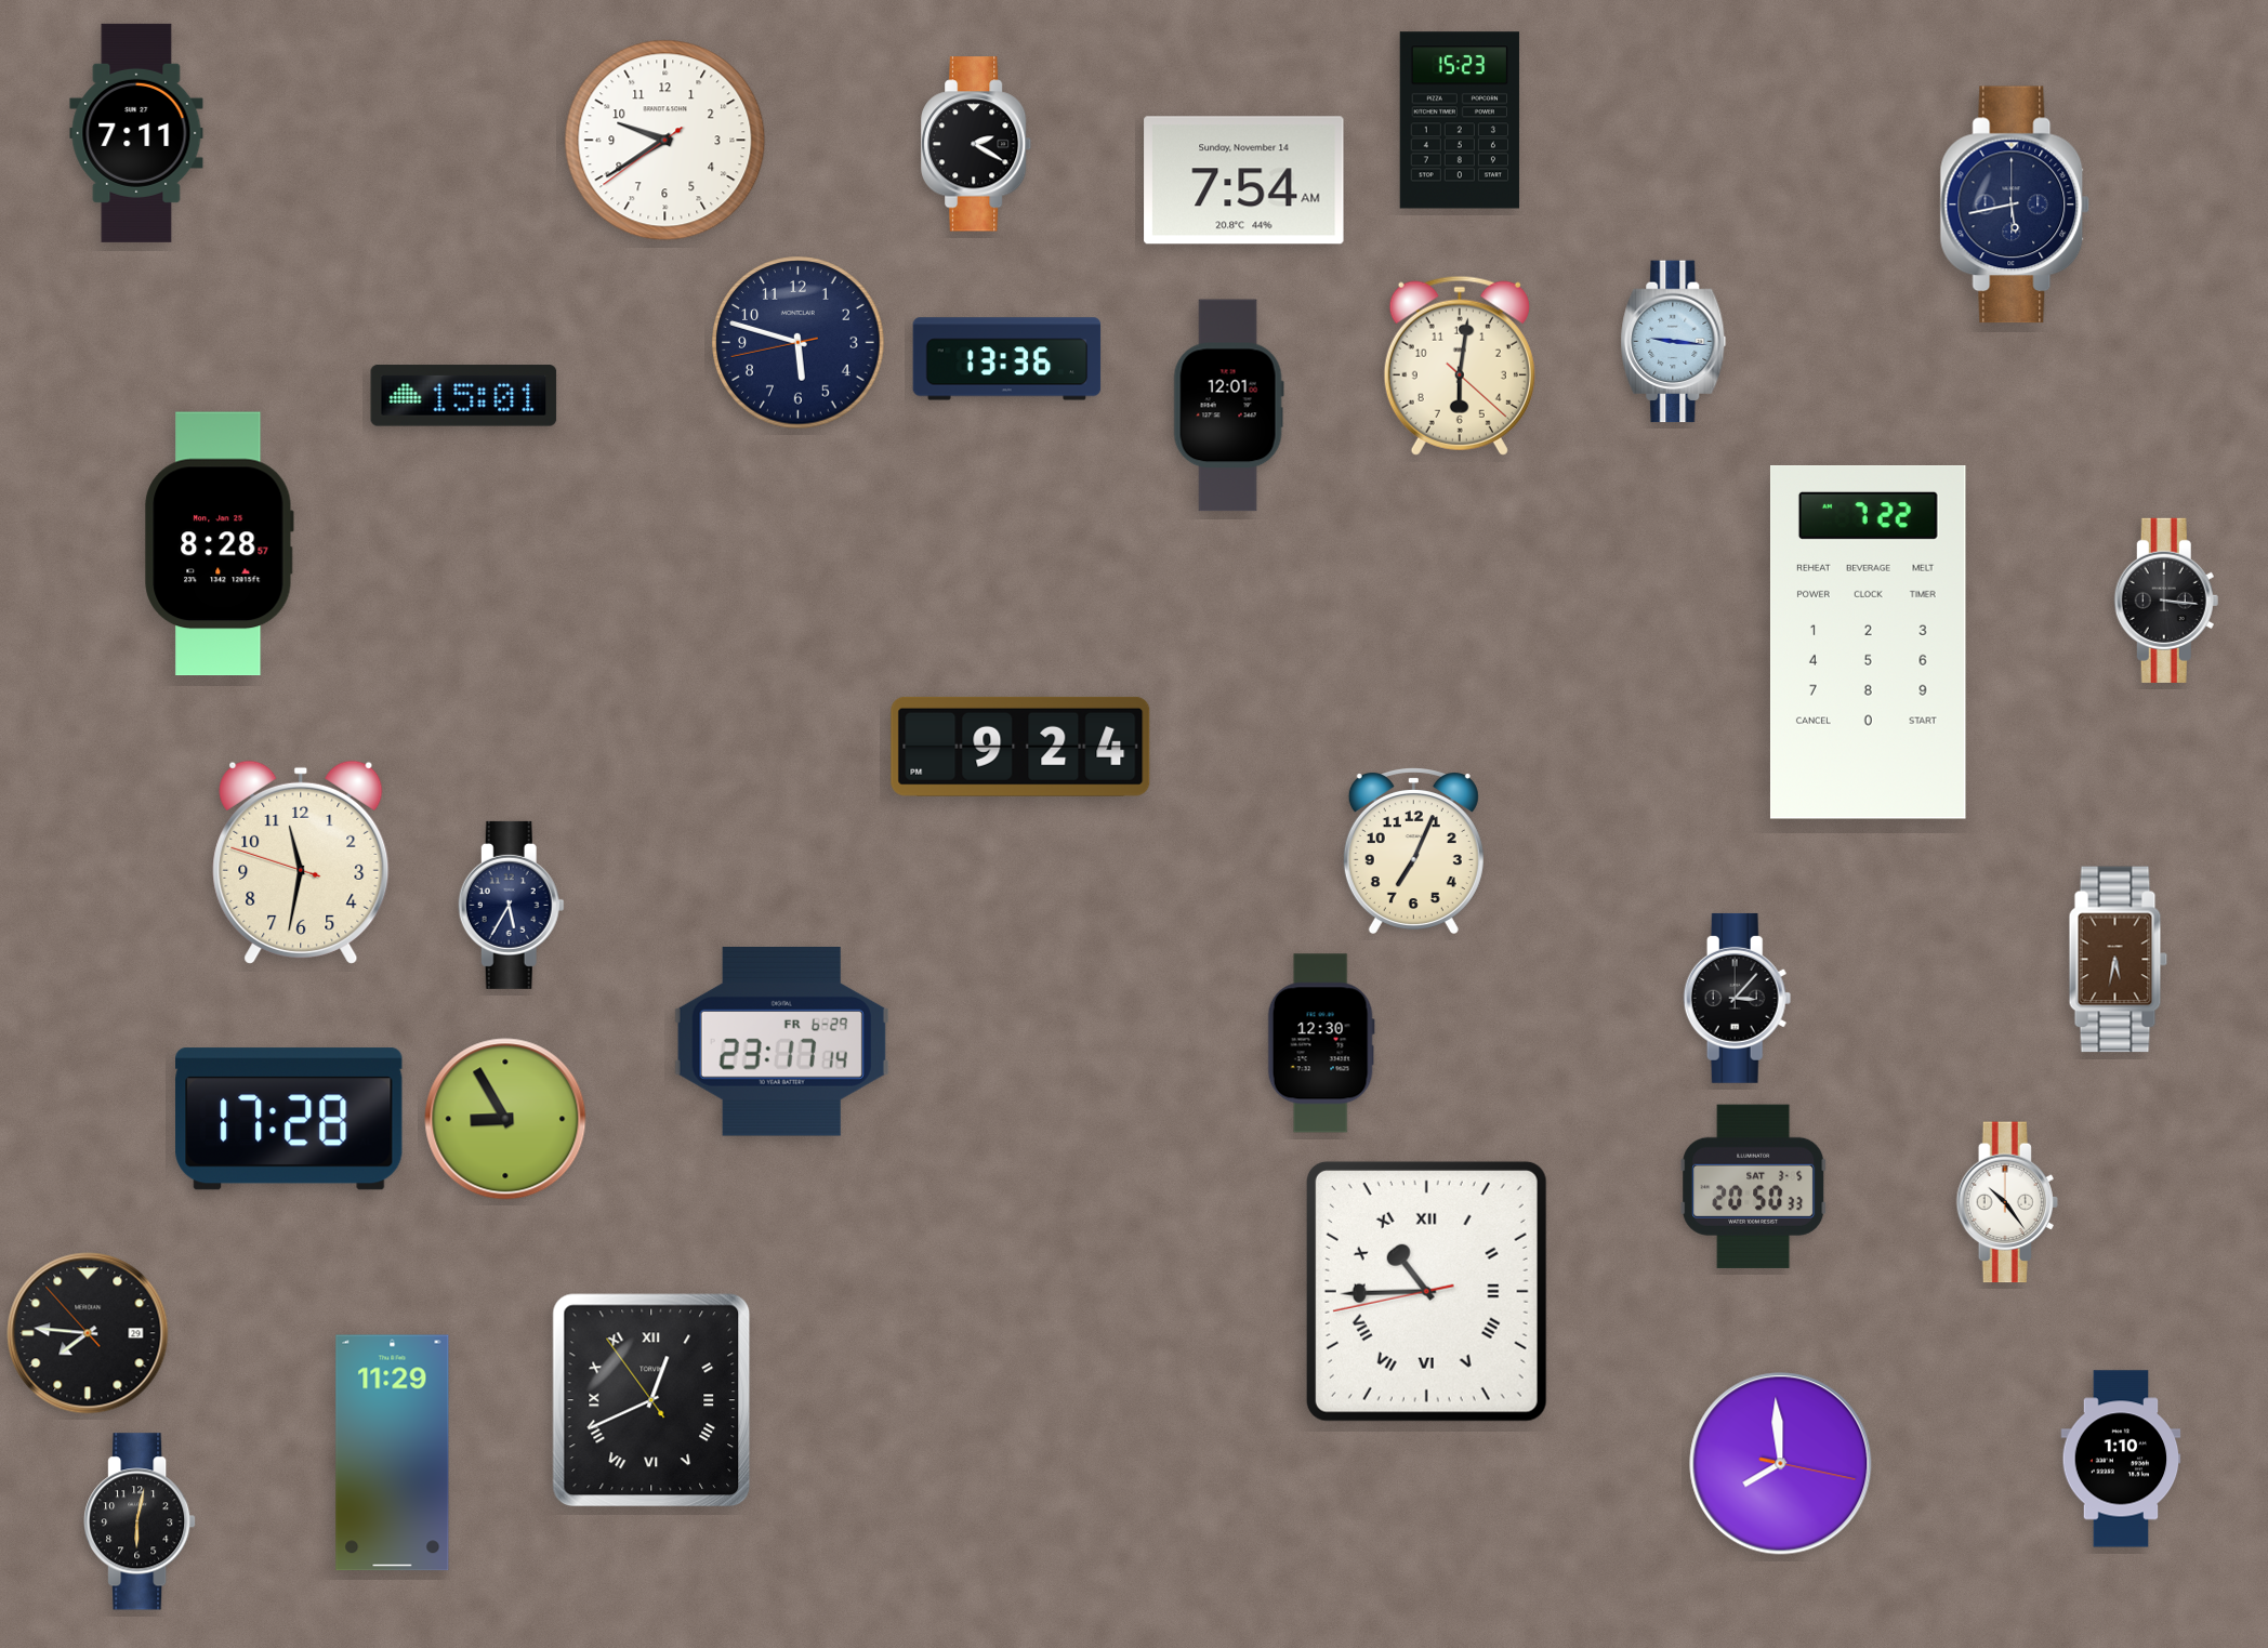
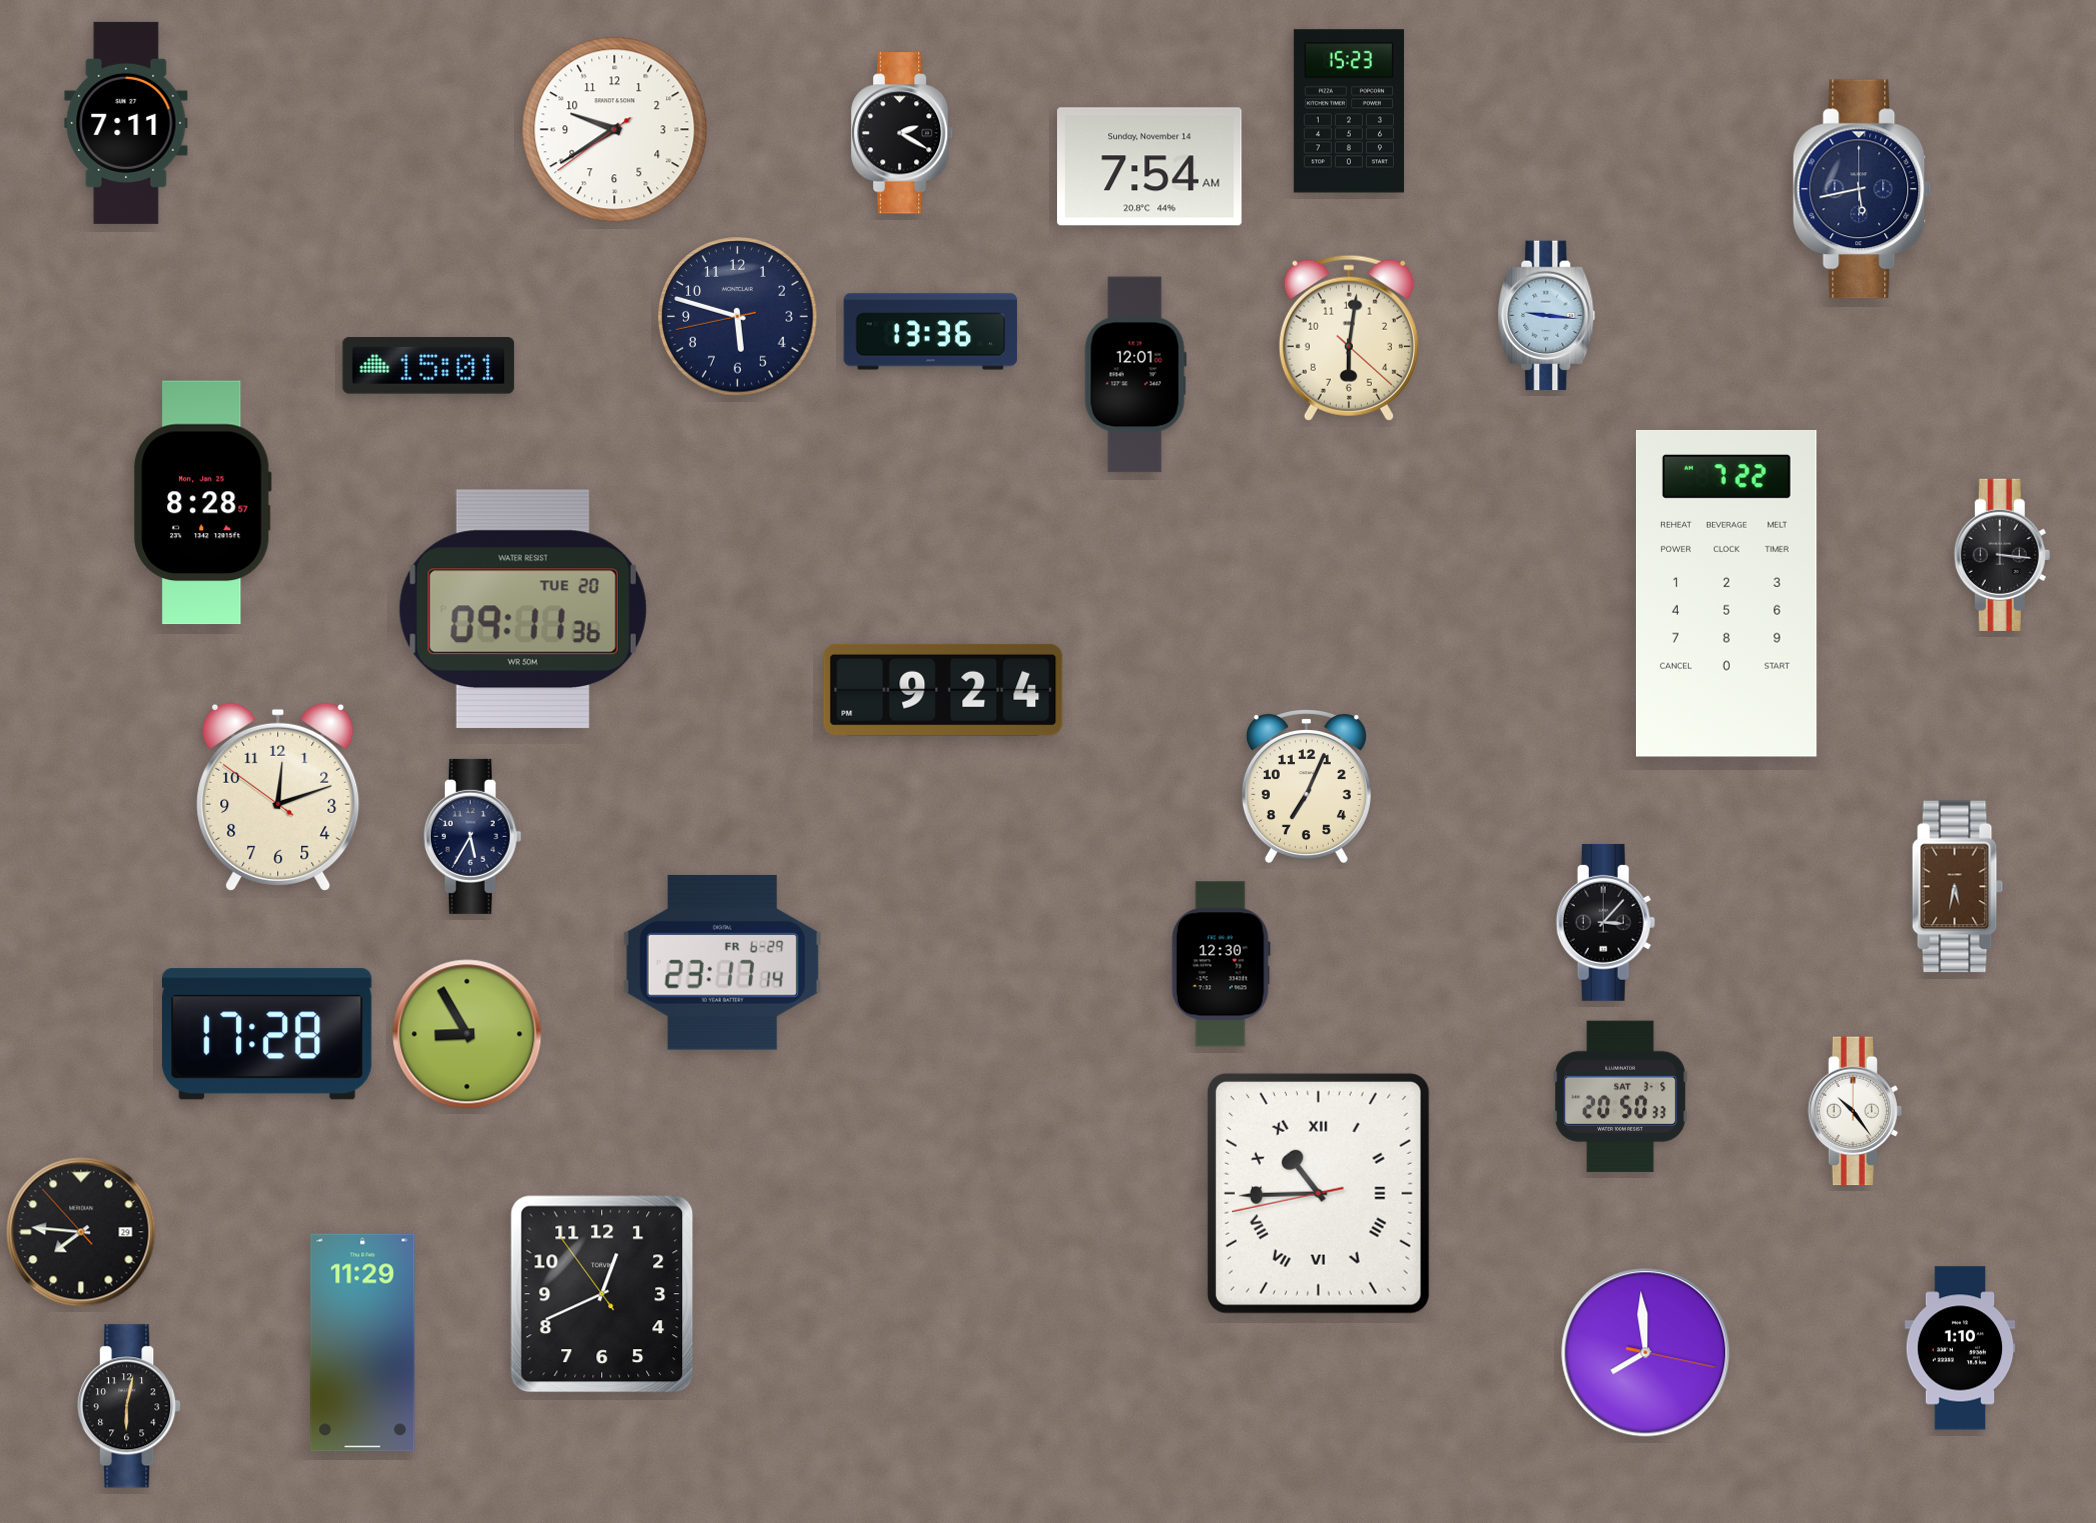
clock at (523, 609): none -> 09:11
clock at (301, 862): 11:31 -> 12:11
clock at (651, 1400) numerals: Roman -> Arabic
